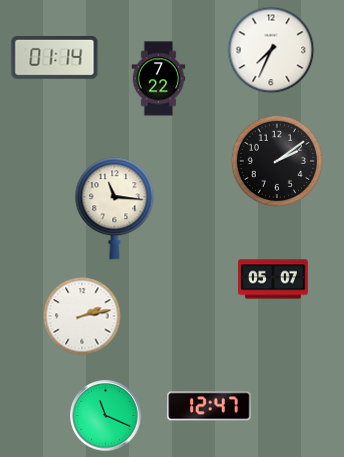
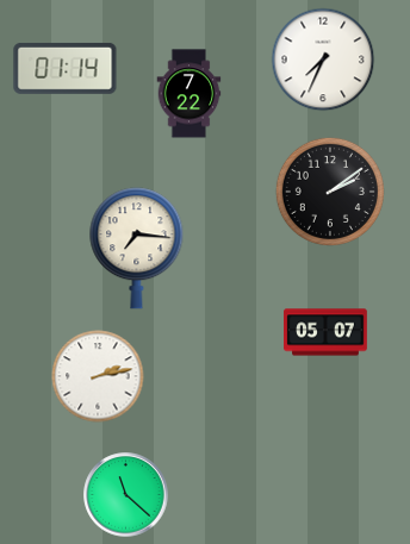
clock at (115, 209): 11:16 -> 7:16
clock at (209, 406): 12:47 -> none
clock at (106, 416): 11:19 -> 11:22
